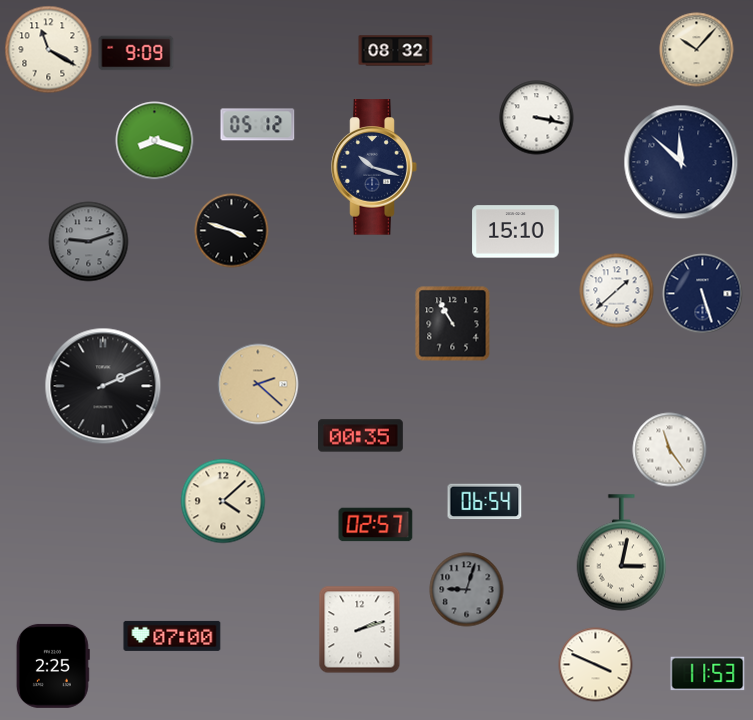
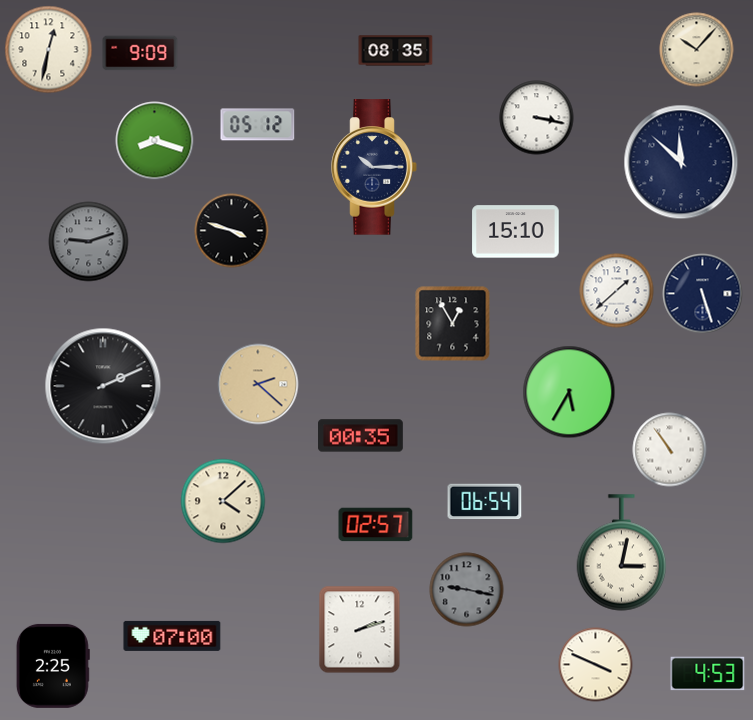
clock at (49, 50): 11:20 -> 12:32
clock at (396, 51): 08:32 -> 08:35
clock at (136, 53) position: (136, 53) -> (140, 53)
clock at (374, 167): 10:18 -> 10:15
clock at (453, 324): 10:55 -> 12:55
clock at (569, 392): none -> 5:35
clock at (670, 450): 11:24 -> 10:54
clock at (467, 590): 9:03 -> 9:17
clock at (708, 674): 11:53 -> 4:53
